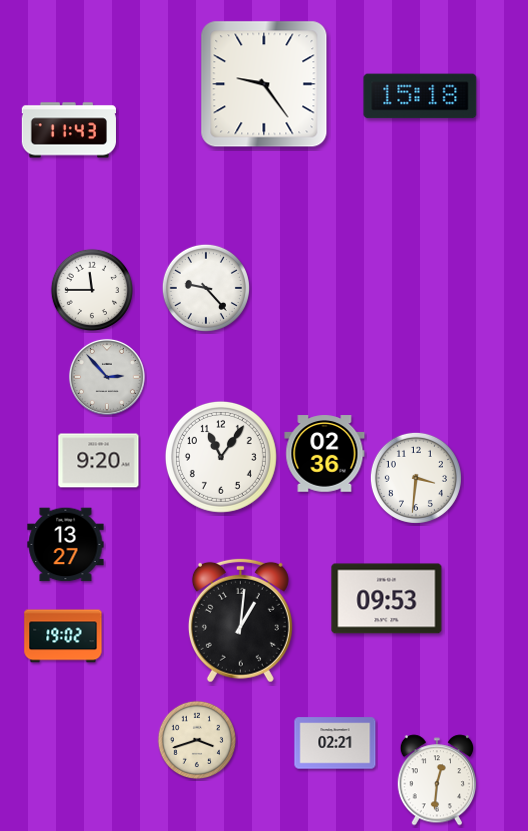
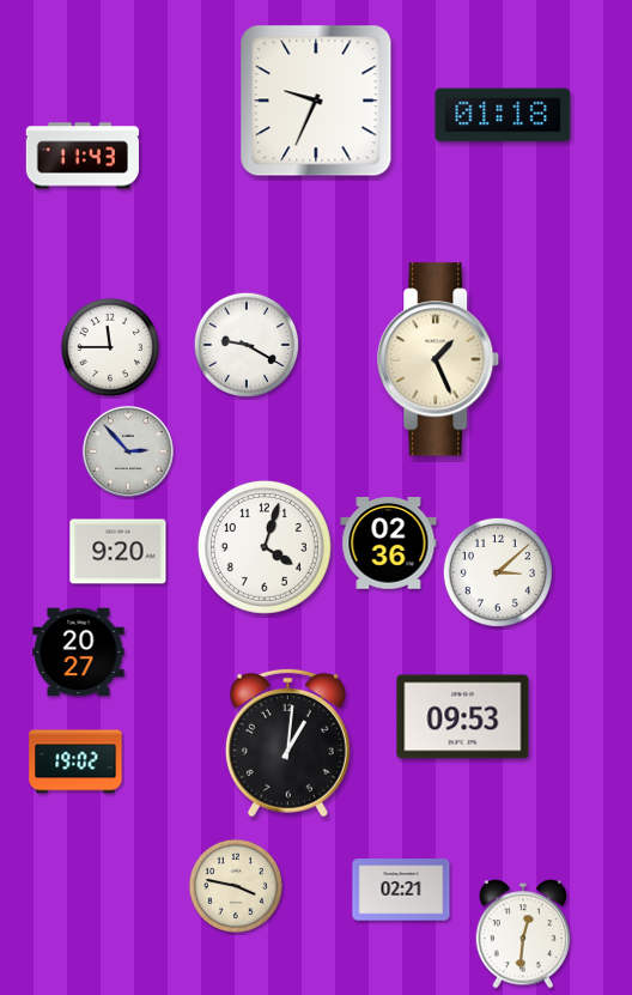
clock at (264, 84): 9:24 -> 9:34
clock at (420, 96): 15:18 -> 01:18
clock at (206, 288): 9:23 -> 9:20
clock at (439, 359): none -> 1:26
clock at (221, 457): 11:06 -> 4:03
clock at (416, 478): 3:31 -> 3:08
clock at (66, 545): 13:27 -> 20:27
clock at (197, 740): 3:42 -> 3:47
